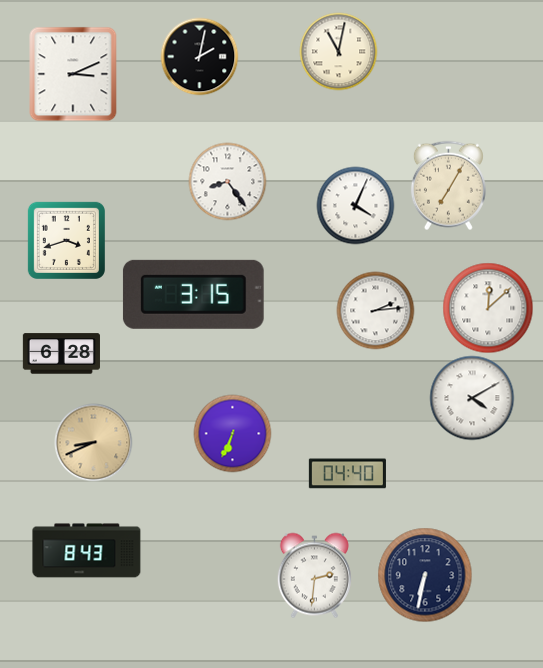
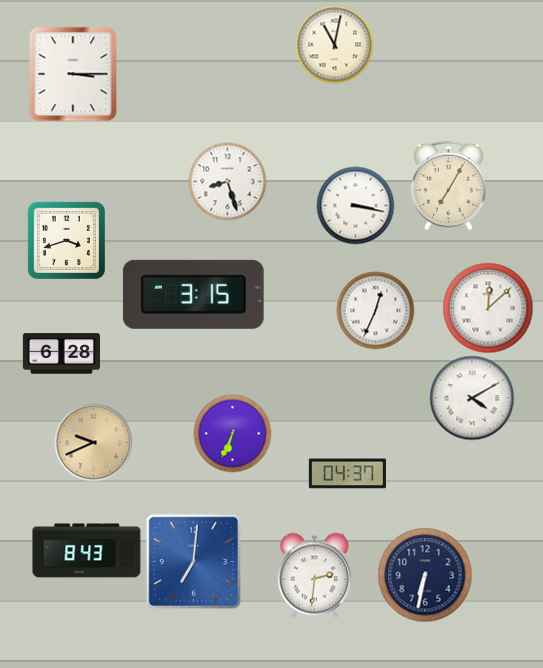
clock at (338, 51) position: (338, 51) -> (334, 44)
clock at (199, 56): 2:02 -> none
clock at (73, 74): 3:11 -> 3:15
clock at (227, 181): 8:24 -> 8:27
clock at (355, 205): 4:04 -> 3:17
clock at (375, 310): 2:14 -> 12:34
clock at (93, 442): 8:41 -> 9:41
clock at (347, 474): 04:40 -> 04:37
clock at (193, 561): none -> 7:01
